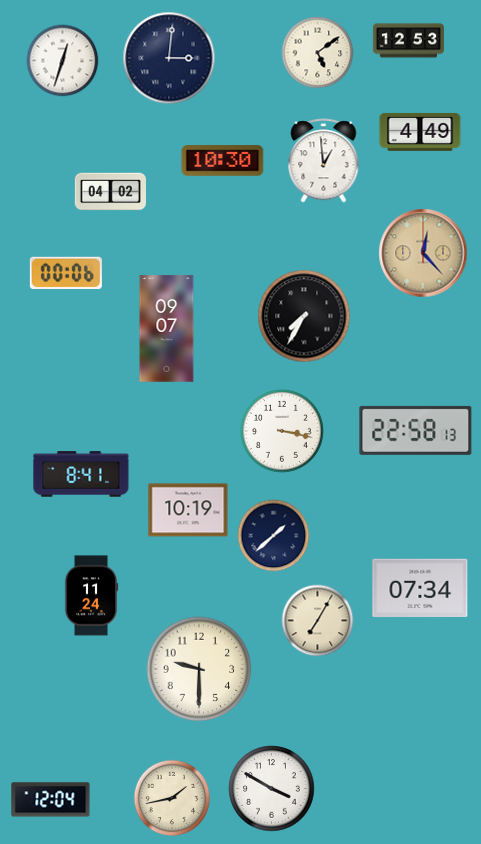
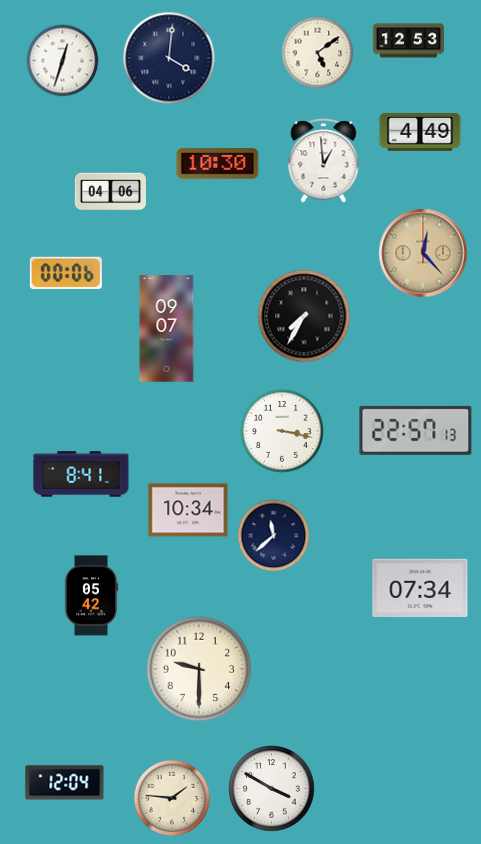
clock at (169, 58): 3:01 -> 4:01
clock at (223, 161) position: (223, 161) -> (218, 164)
clock at (110, 192): 04:02 -> 04:06
clock at (416, 430): 22:58 -> 22:57
clock at (188, 510): 10:19 -> 10:34
clock at (274, 536): 1:38 -> 11:38
clock at (91, 596): 11:24 -> 05:42
clock at (318, 621): 7:05 -> none
clock at (172, 798): 1:43 -> 1:46
clock at (51, 800) position: (51, 800) -> (65, 783)
